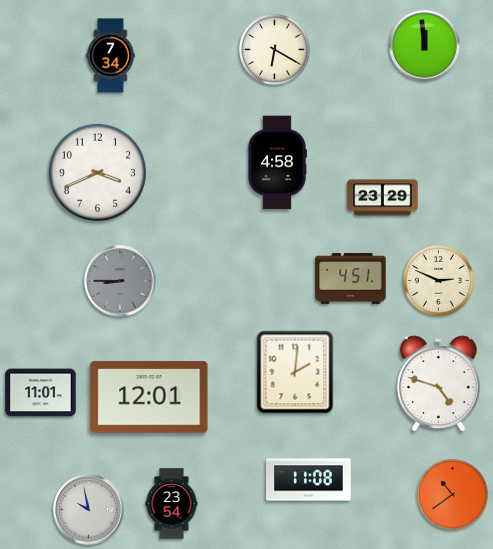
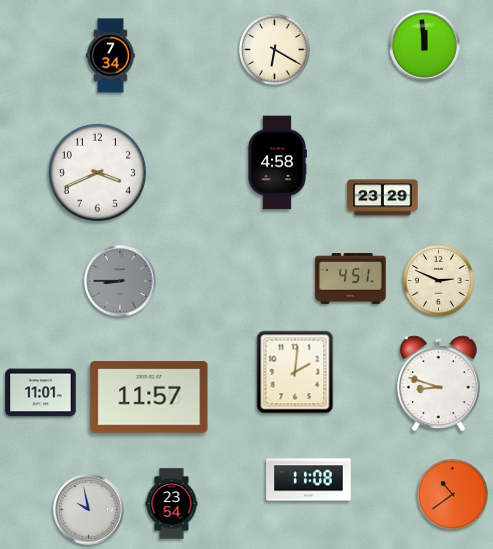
clock at (438, 383): 4:48 -> 8:48
clock at (149, 397): 12:01 -> 11:57
